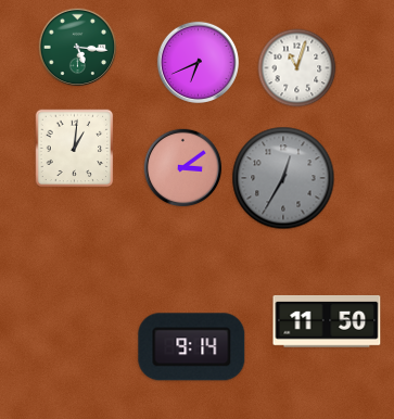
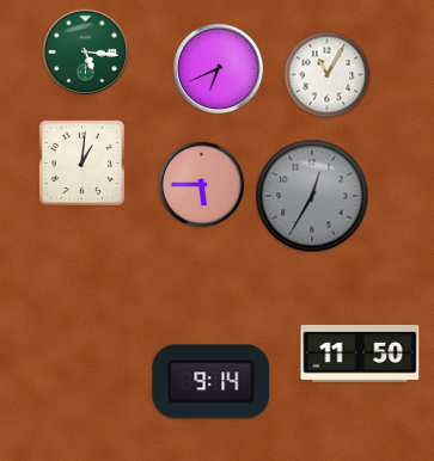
clock at (297, 68): 11:03 -> 11:05
clock at (183, 168): 3:09 -> 5:45
